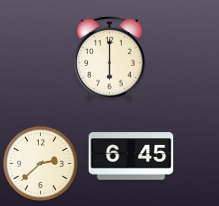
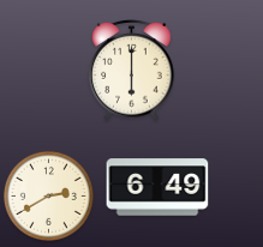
clock at (131, 156): 6:45 -> 6:49
clock at (40, 163): 2:38 -> 2:40
